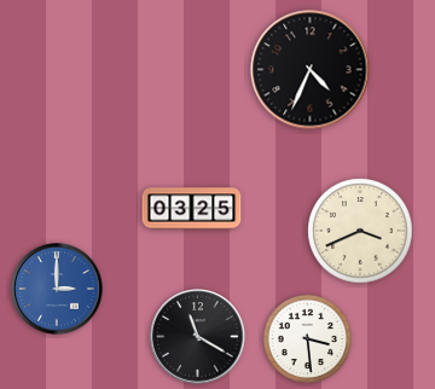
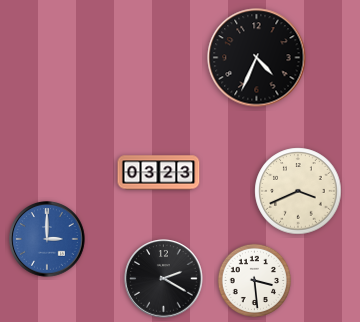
clock at (192, 209): 03:25 -> 03:23
clock at (198, 337): 11:20 -> 2:20
